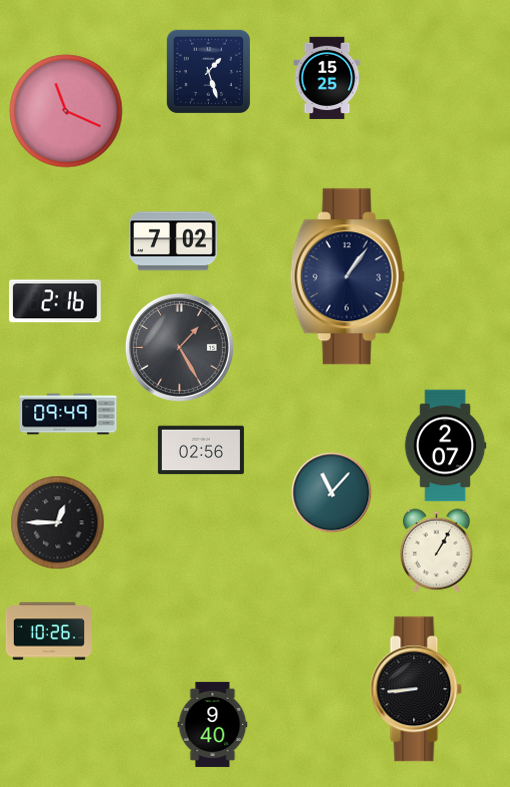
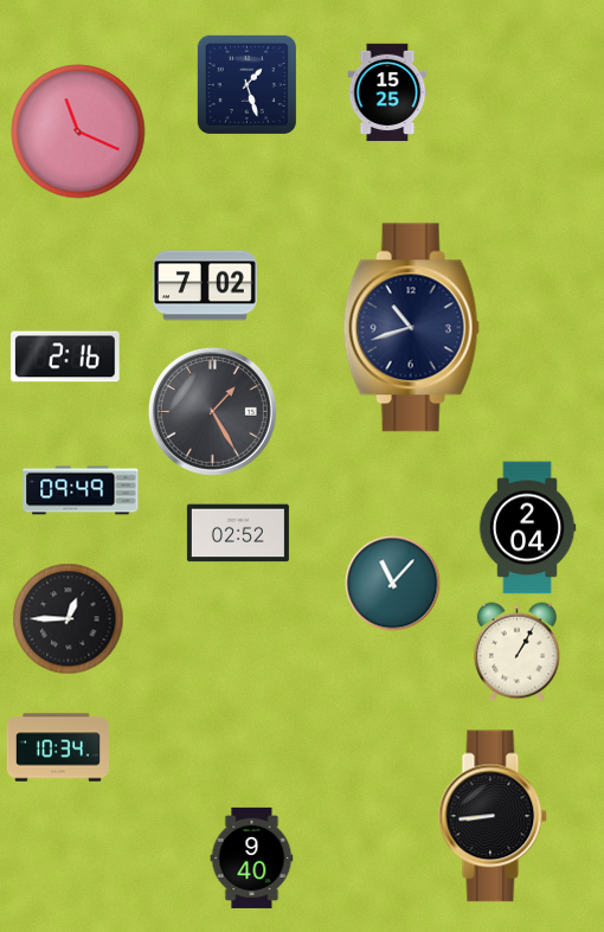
clock at (347, 277): 1:06 -> 10:42
clock at (445, 446): 2:07 -> 2:04
clock at (201, 450): 02:56 -> 02:52
clock at (49, 631): 10:26 -> 10:34
